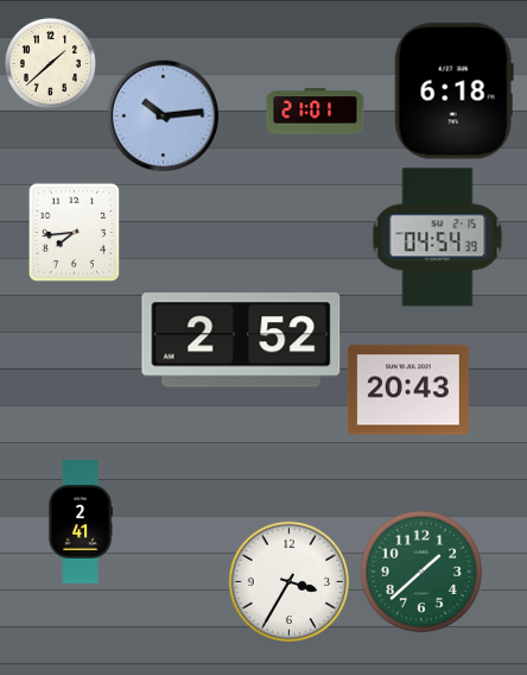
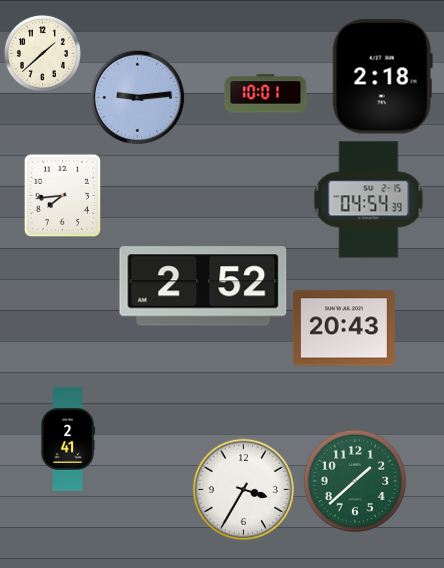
clock at (453, 92): 6:18 -> 2:18
clock at (316, 112): 21:01 -> 10:01
clock at (163, 115): 10:14 -> 9:14
